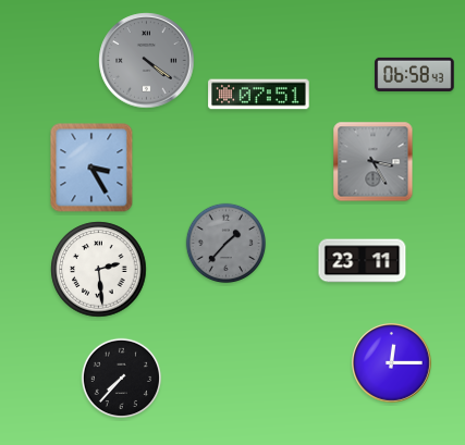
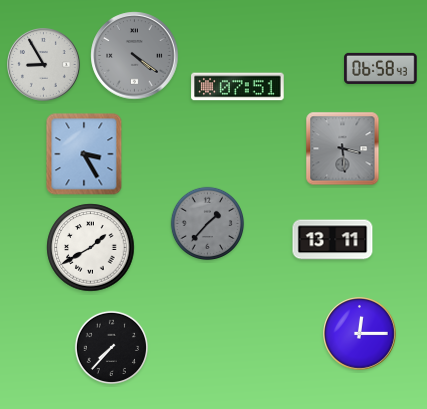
clock at (44, 65): none -> 8:55
clock at (374, 162): 3:25 -> 3:29
clock at (363, 261): 23:11 -> 13:11
clock at (99, 270): 2:29 -> 1:40
